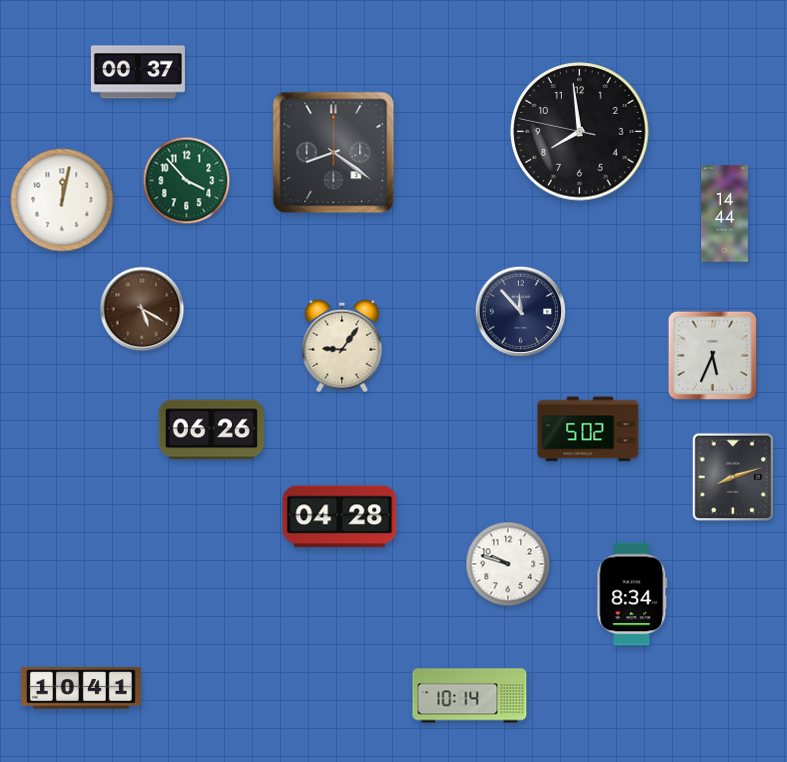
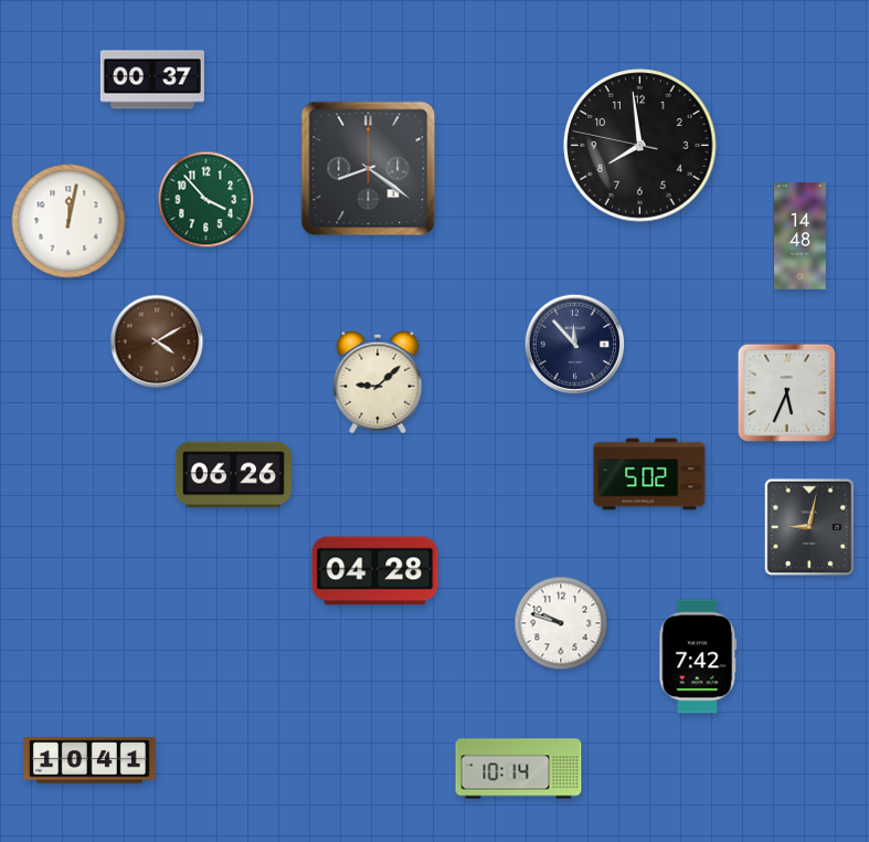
clock at (725, 214): 14:44 -> 14:48
clock at (142, 309): 5:20 -> 4:10
clock at (342, 346): 9:06 -> 9:08
clock at (733, 477): 8:12 -> 9:02
clock at (632, 594): 8:34 -> 7:42
